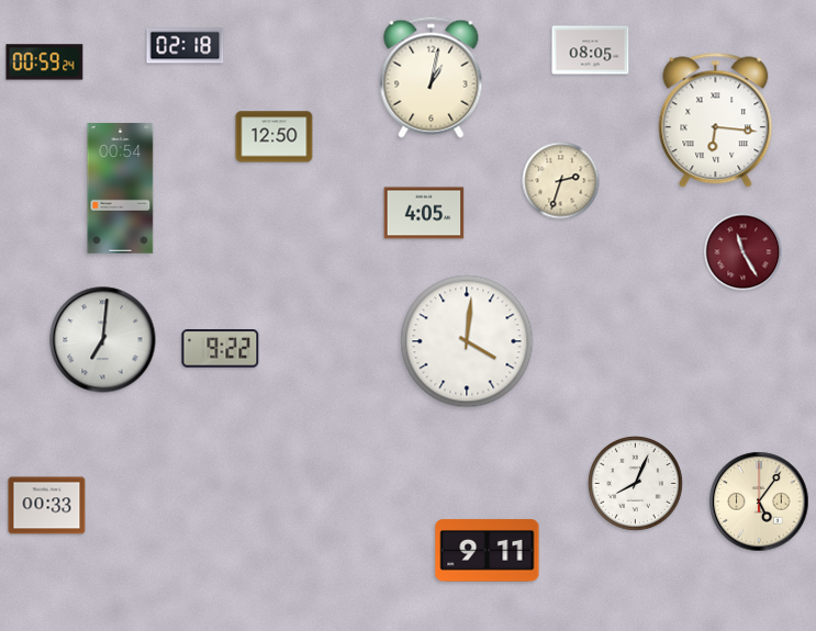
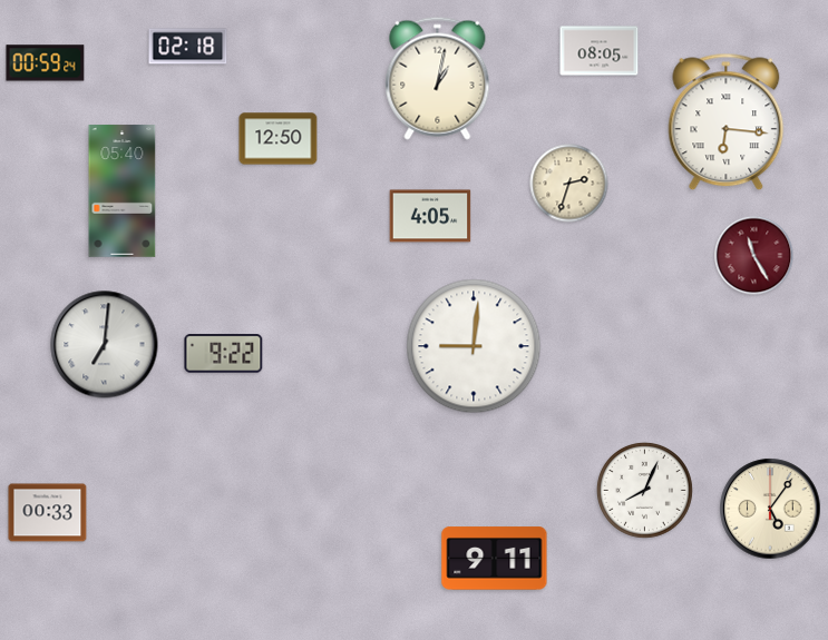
clock at (121, 189): 00:54 -> 05:40
clock at (467, 341): 4:01 -> 9:01
